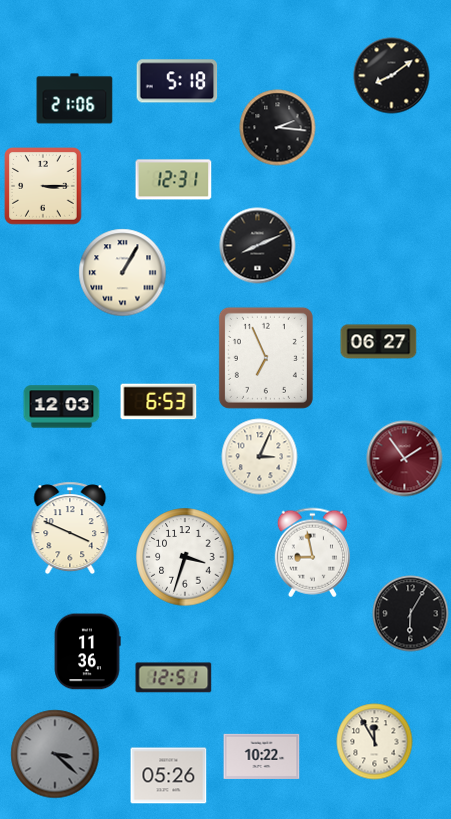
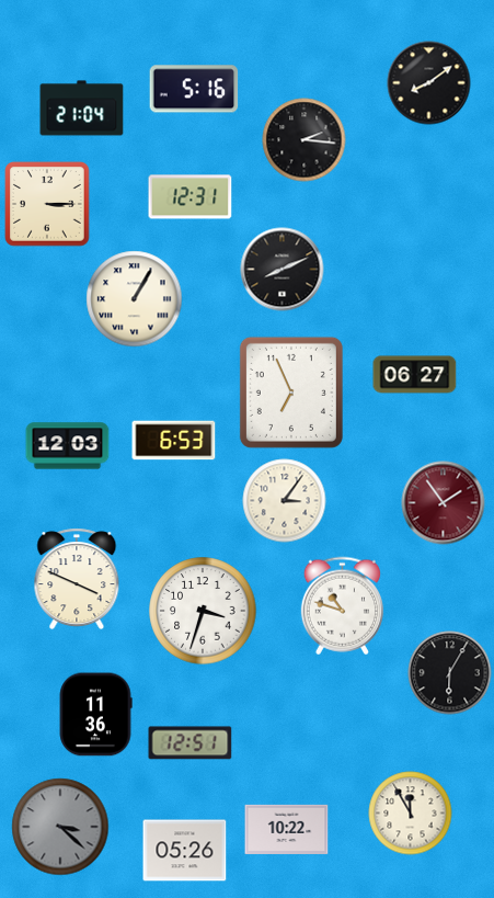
clock at (177, 81): 5:18 -> 5:16
clock at (75, 99): 21:06 -> 21:04
clock at (260, 457): 3:04 -> 3:06
clock at (312, 553): 8:58 -> 10:48
